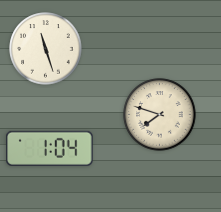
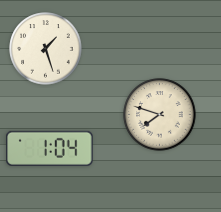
clock at (46, 49): 11:27 -> 1:27
